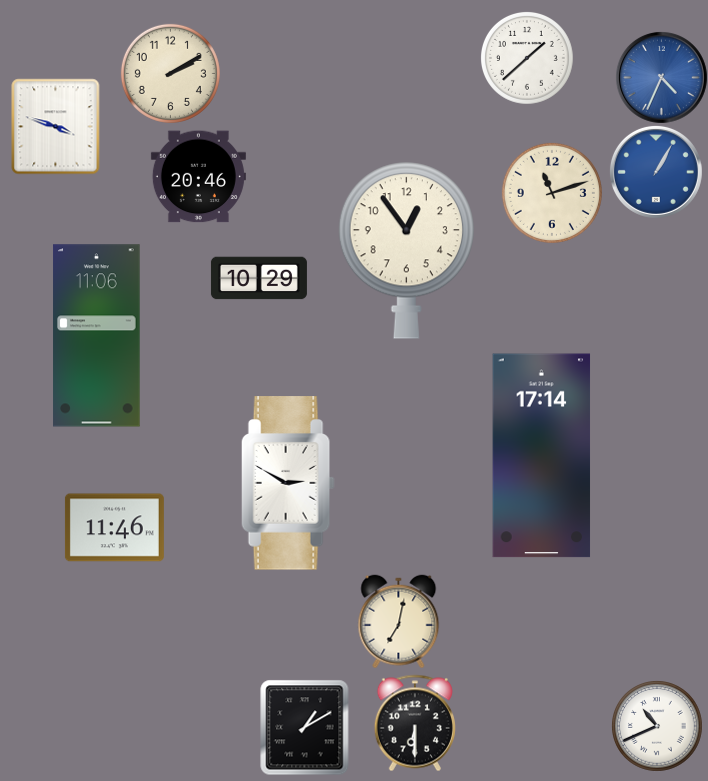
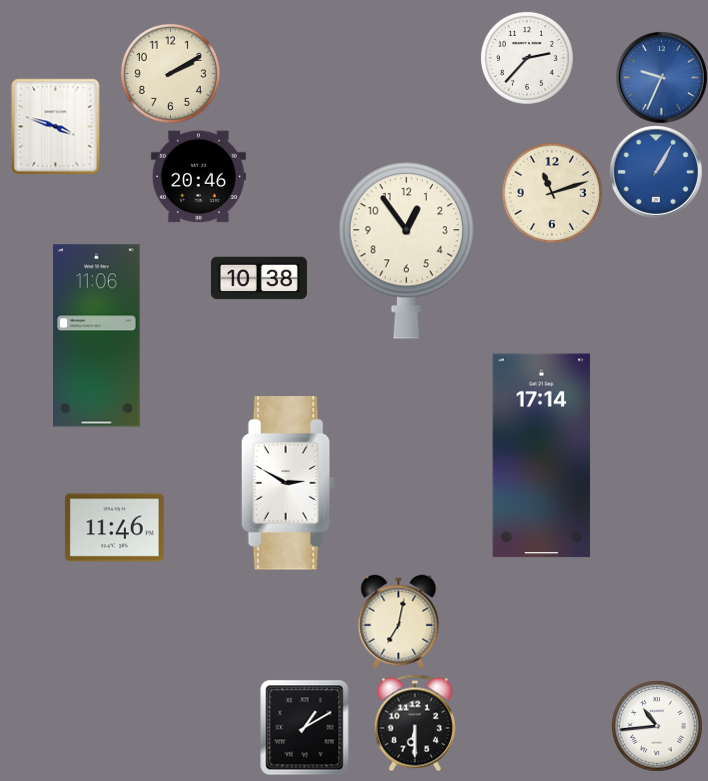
clock at (527, 58): 1:38 -> 2:37
clock at (661, 77): 4:34 -> 9:34
clock at (259, 278): 10:29 -> 10:38
clock at (657, 726): 10:41 -> 10:44
